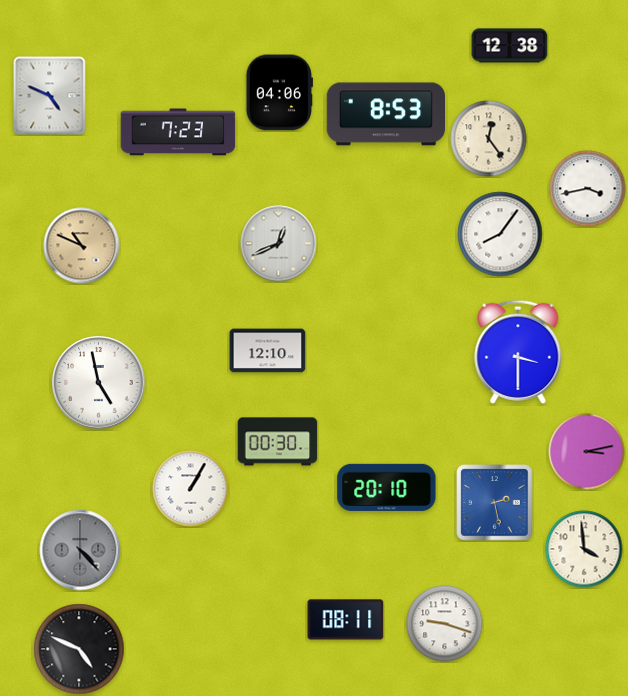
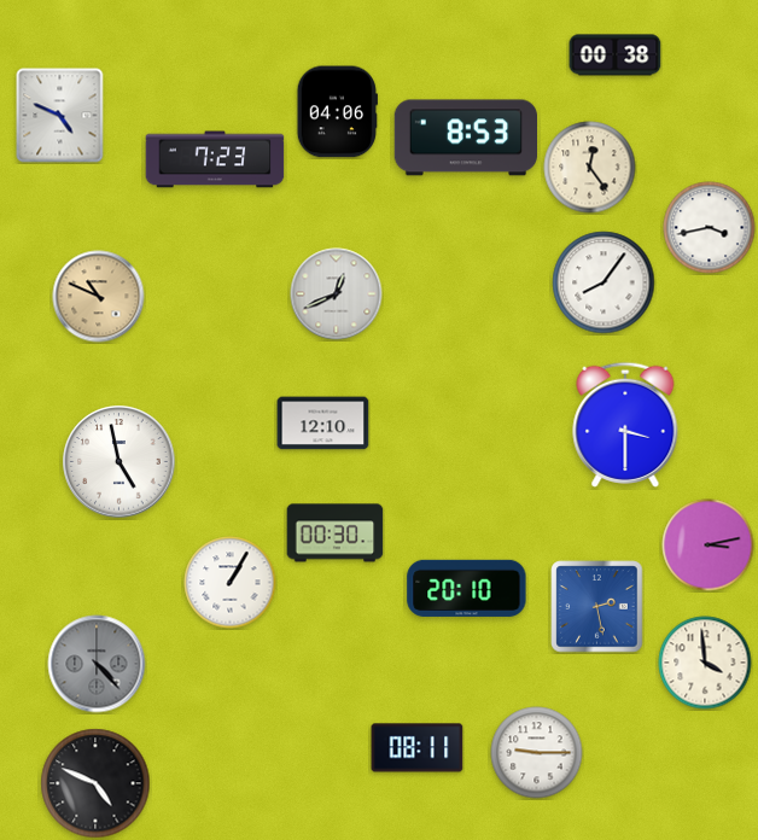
clock at (510, 46): 12:38 -> 00:38
clock at (191, 489) position: (191, 489) -> (231, 583)
clock at (445, 624): 9:18 -> 9:15
